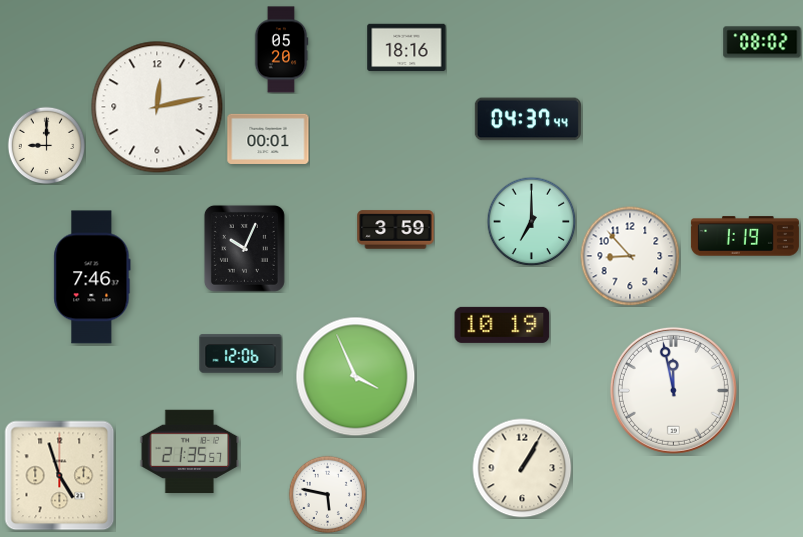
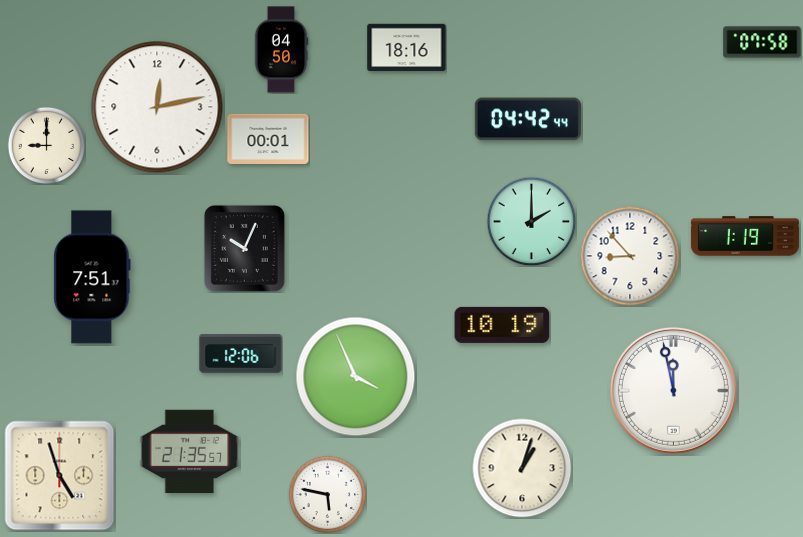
clock at (762, 42): 08:02 -> 07:58
clock at (281, 50): 05:20 -> 04:50
clock at (528, 119): 04:37 -> 04:42
clock at (531, 221): 7:00 -> 2:00
clock at (396, 230): 3:59 -> none
clock at (92, 277): 7:46 -> 7:51
clock at (522, 468): 1:05 -> 1:03
